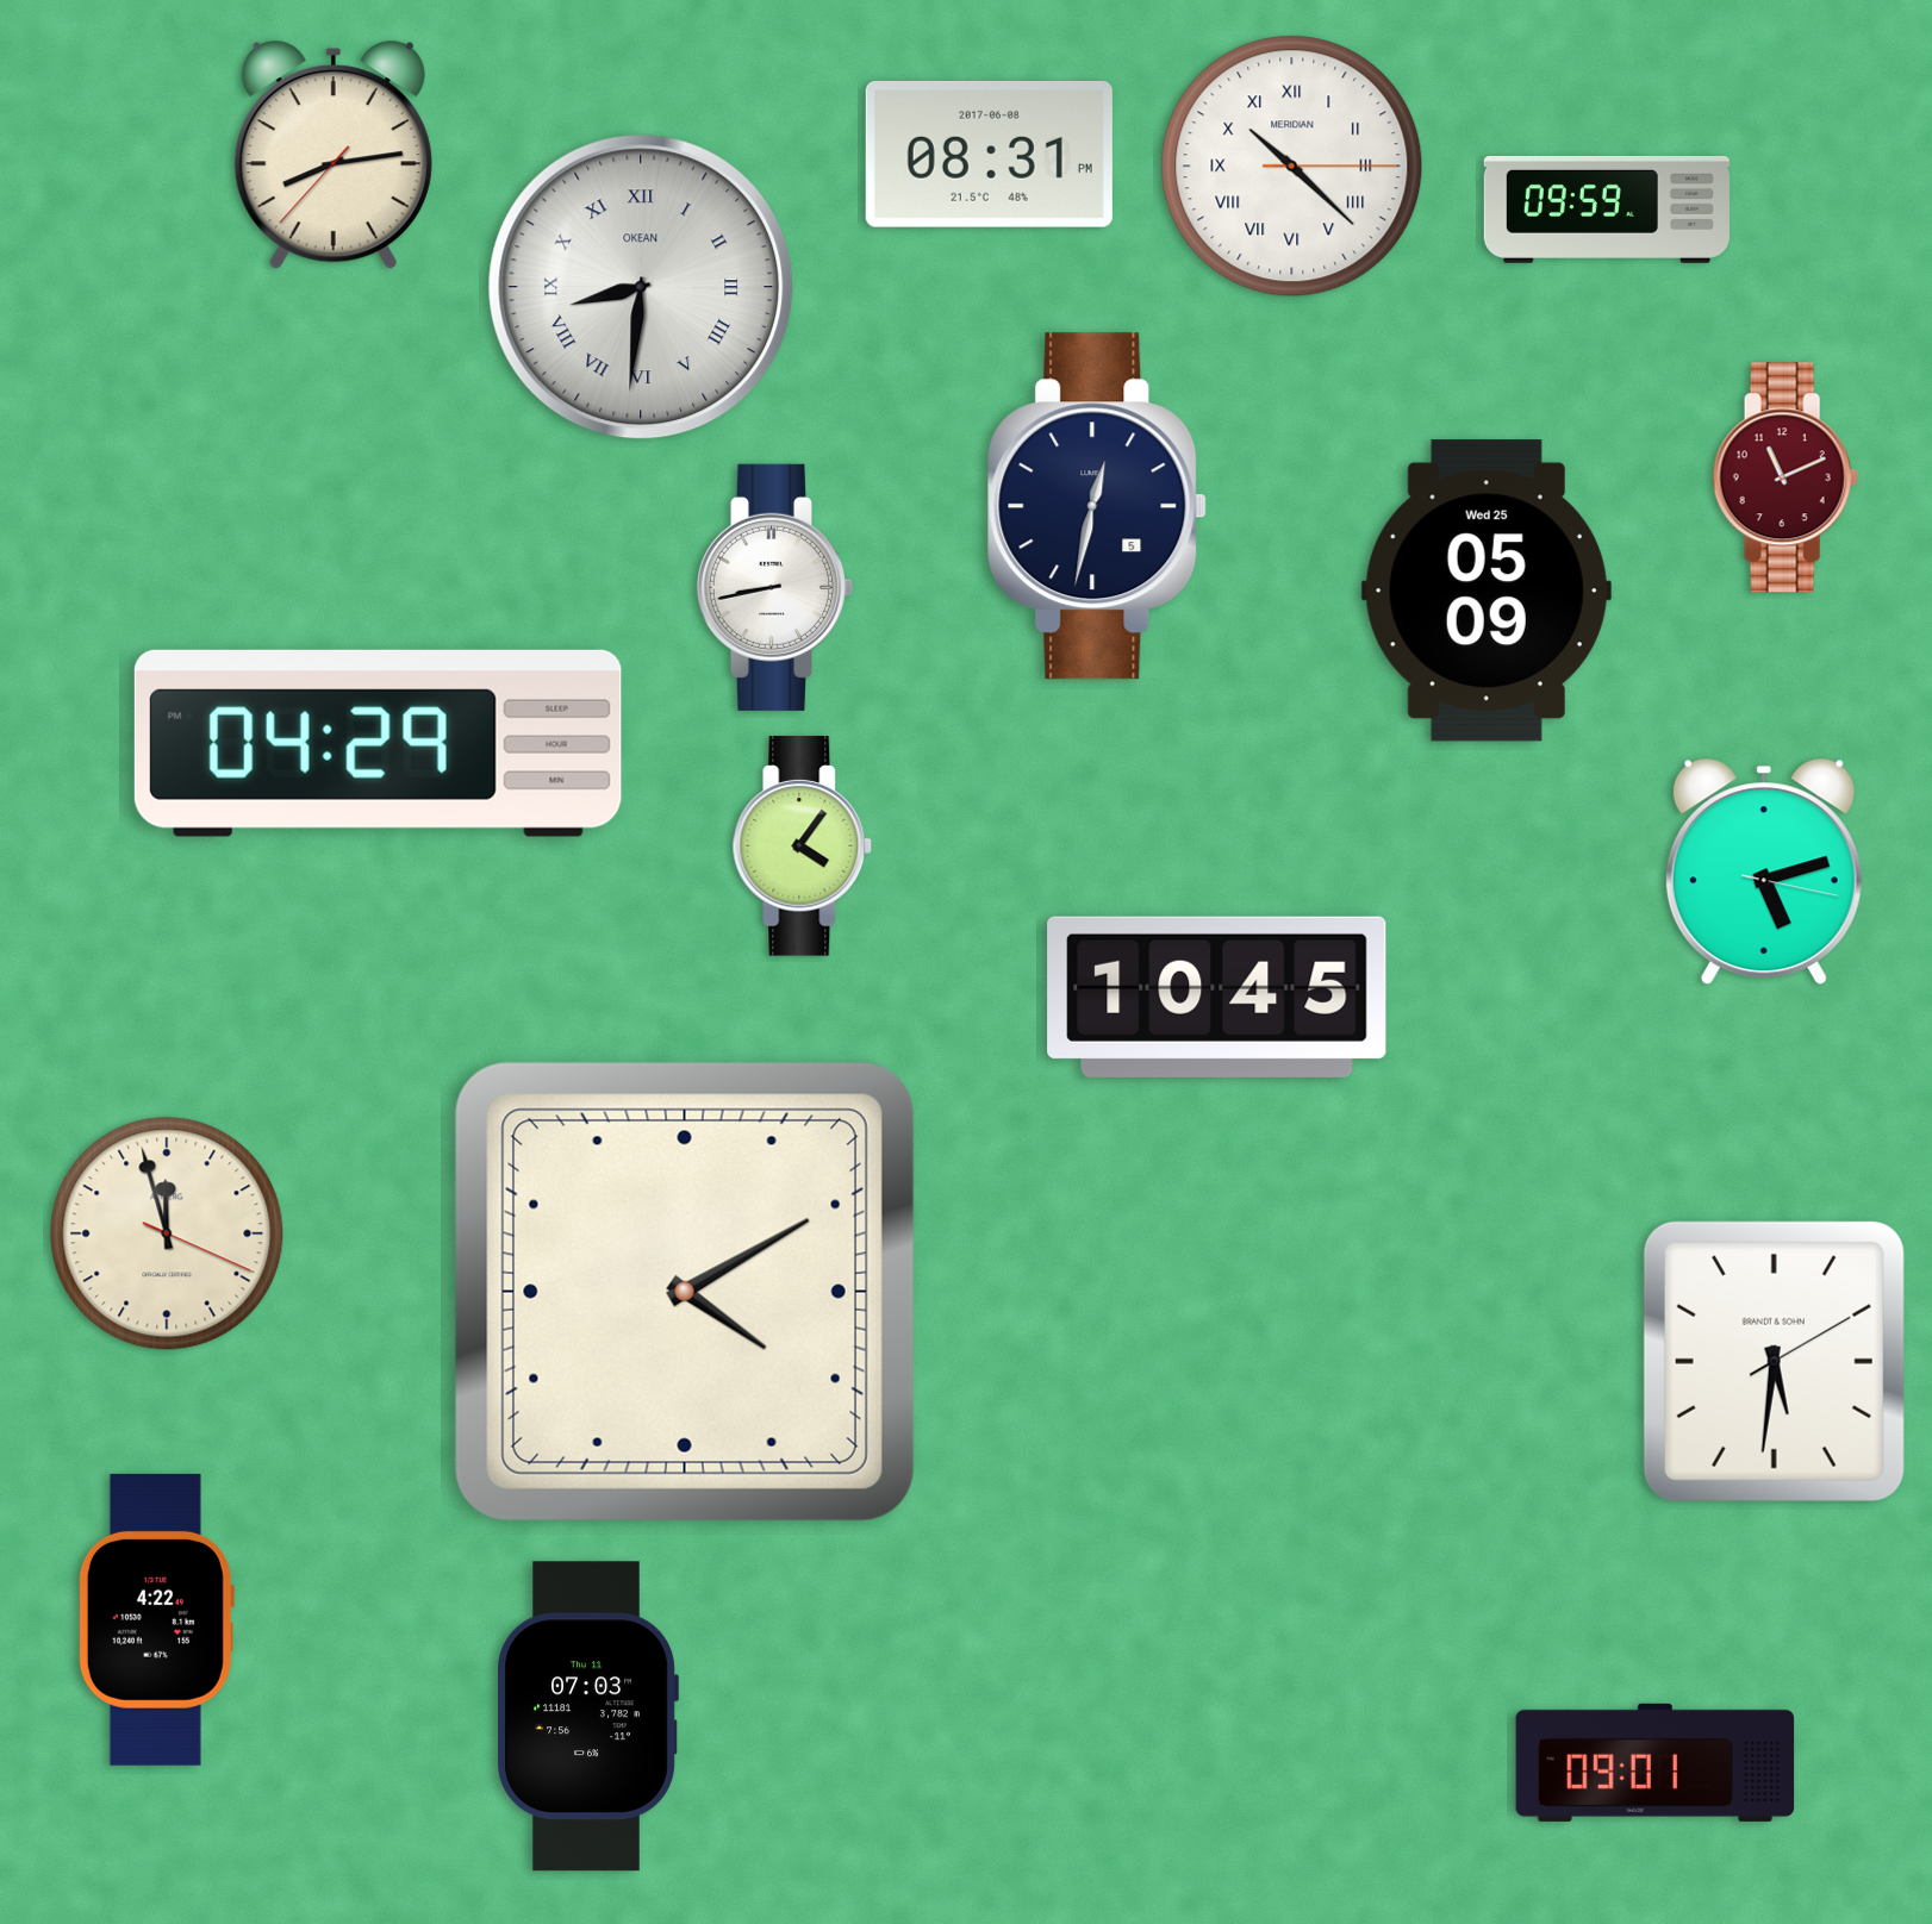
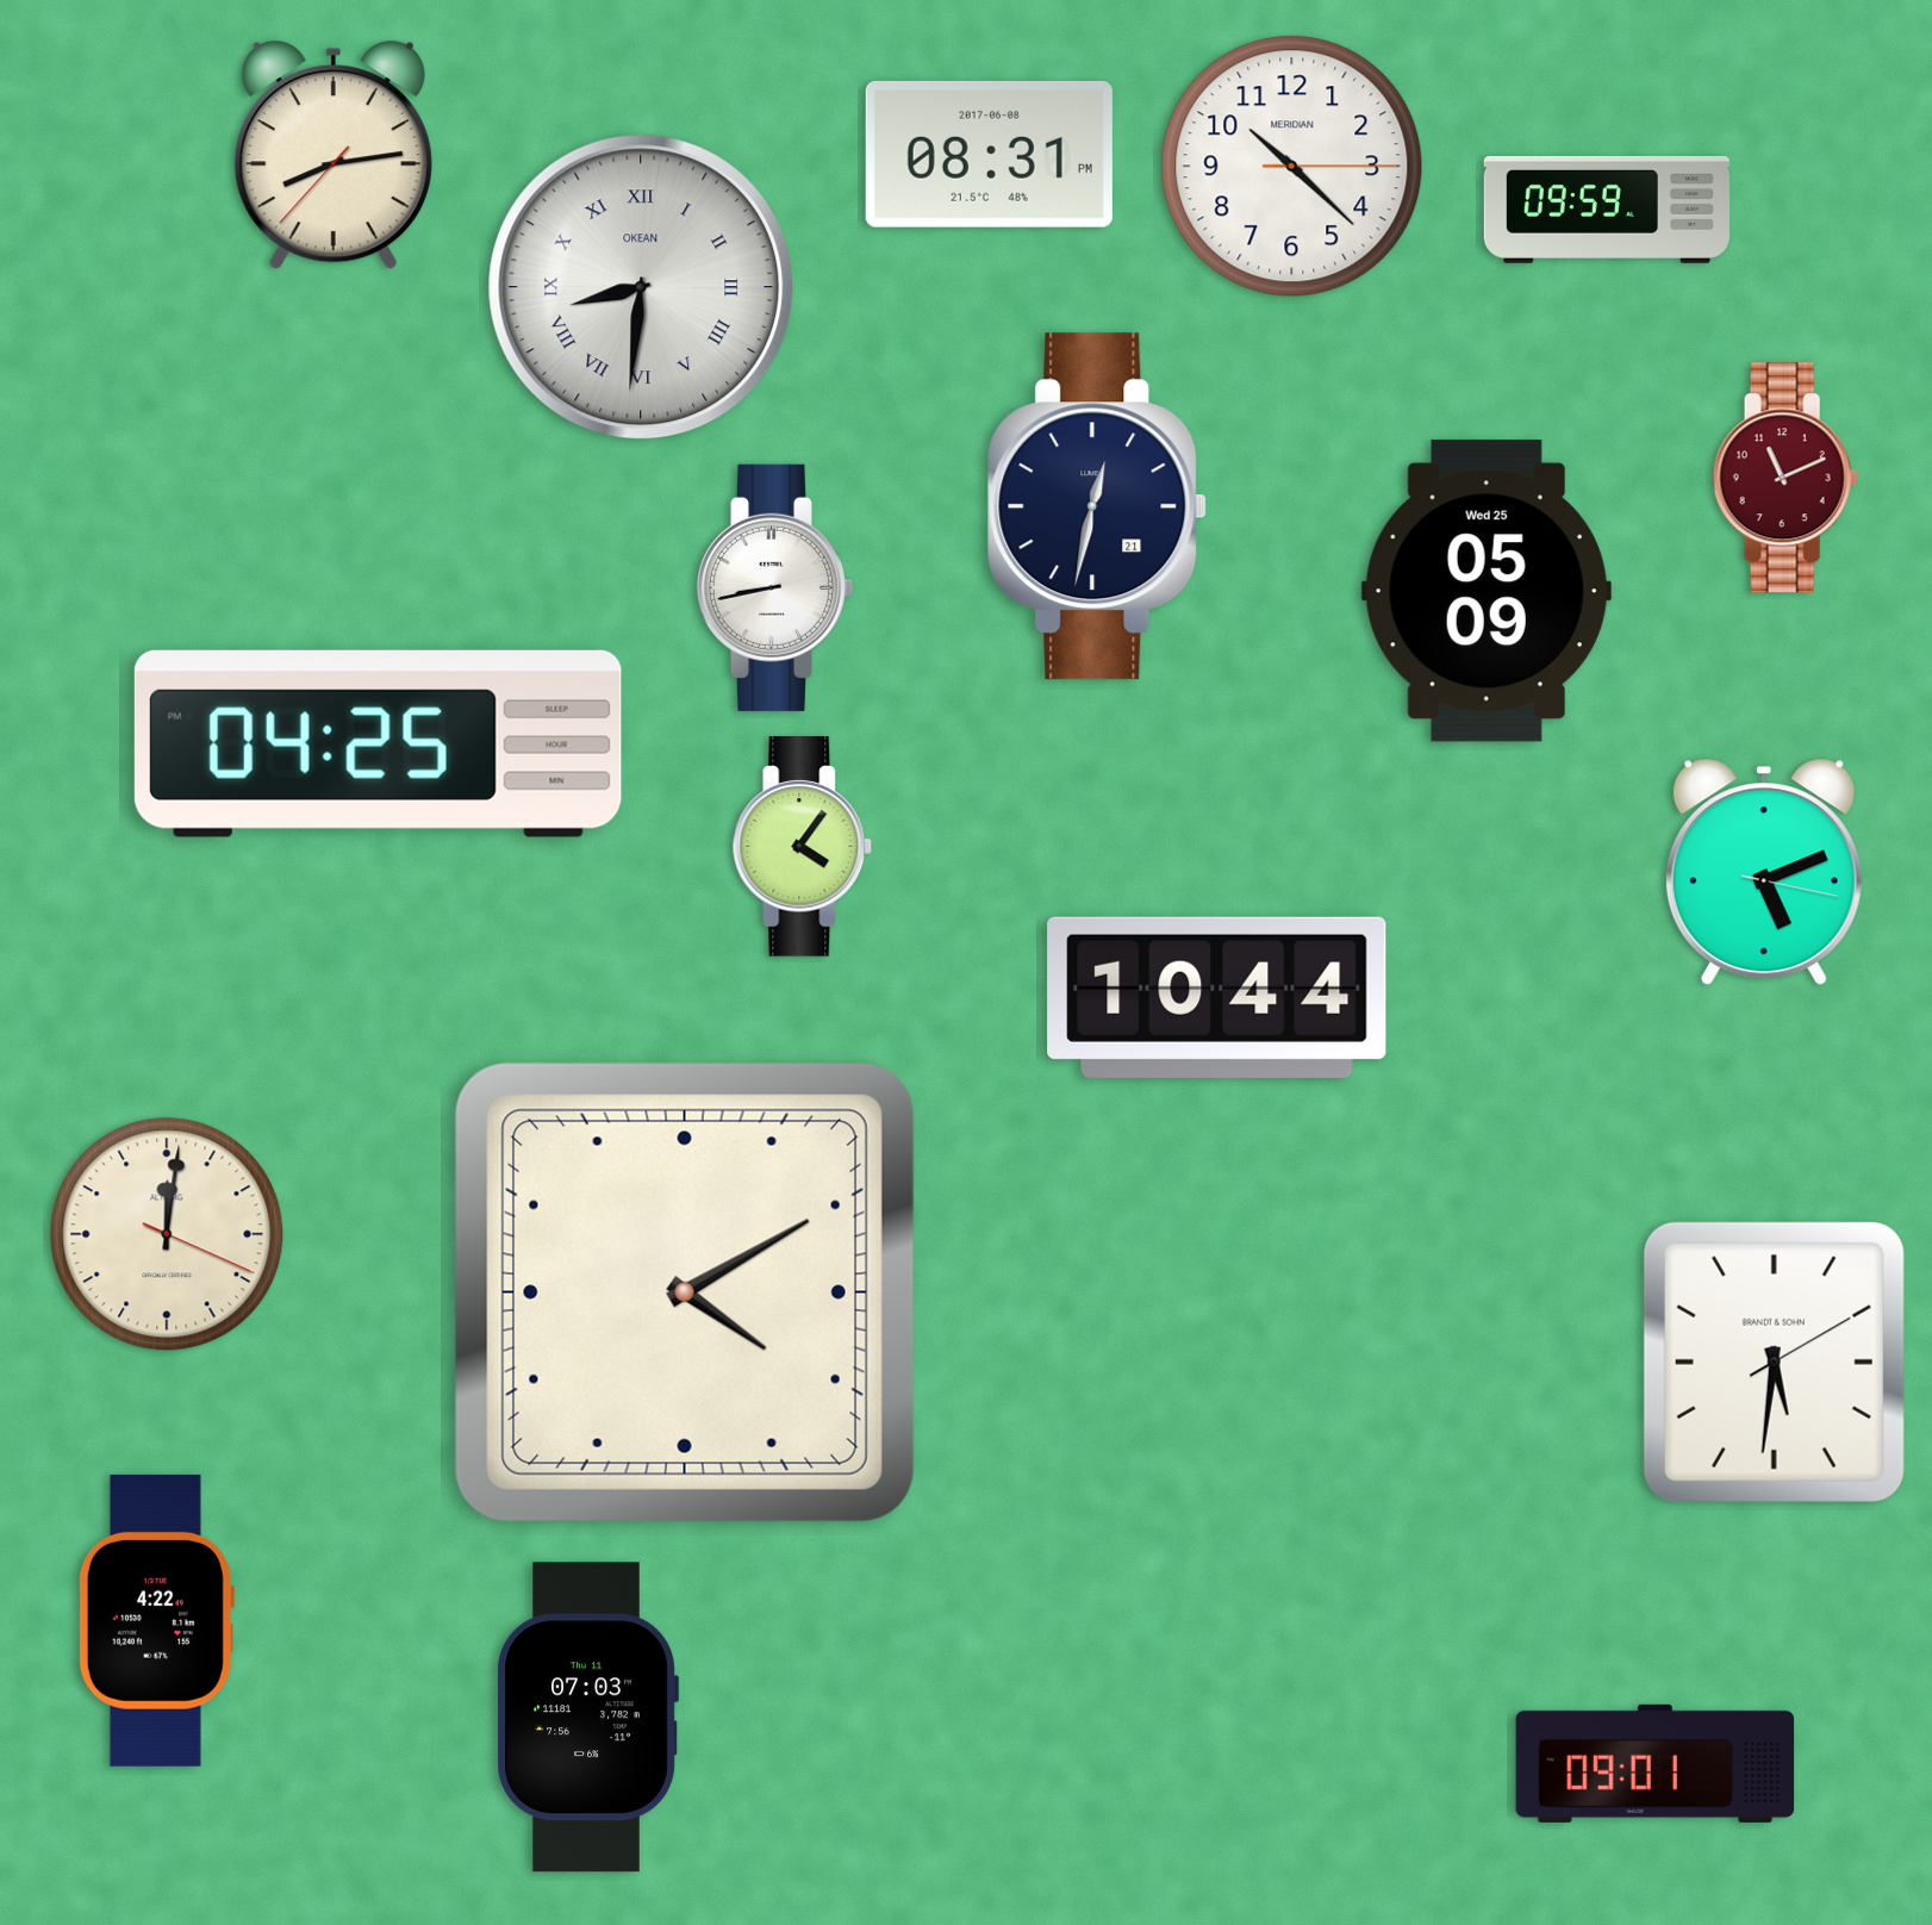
clock at (1292, 167) numerals: Roman -> Arabic
clock at (1097, 506) date: 5 -> 21
clock at (378, 743): 04:29 -> 04:25
clock at (1764, 872): 5:12 -> 5:11
clock at (1217, 997): 10:45 -> 10:44
clock at (167, 1233): 11:57 -> 12:01
